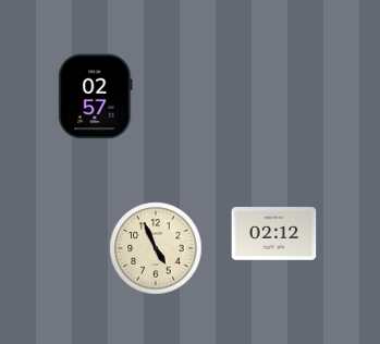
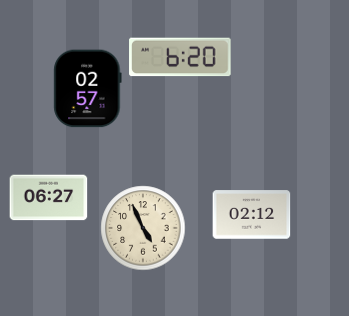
clock at (180, 57): none -> 6:20
clock at (48, 198): none -> 06:27
